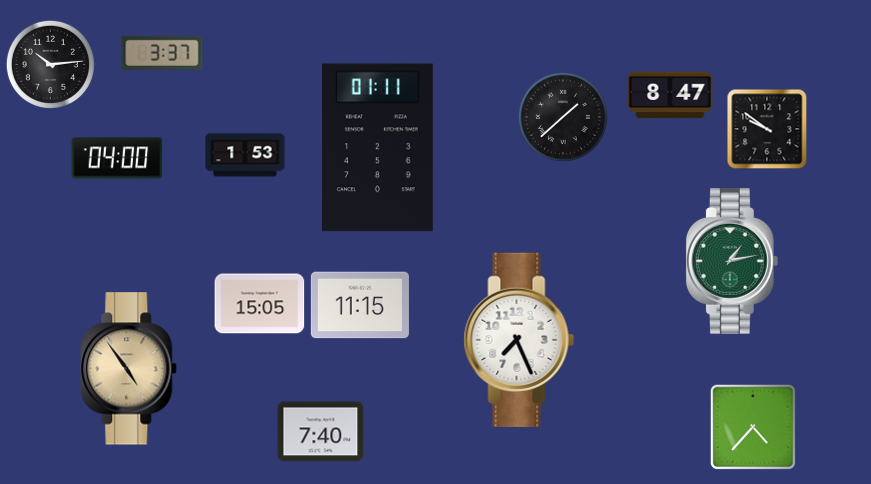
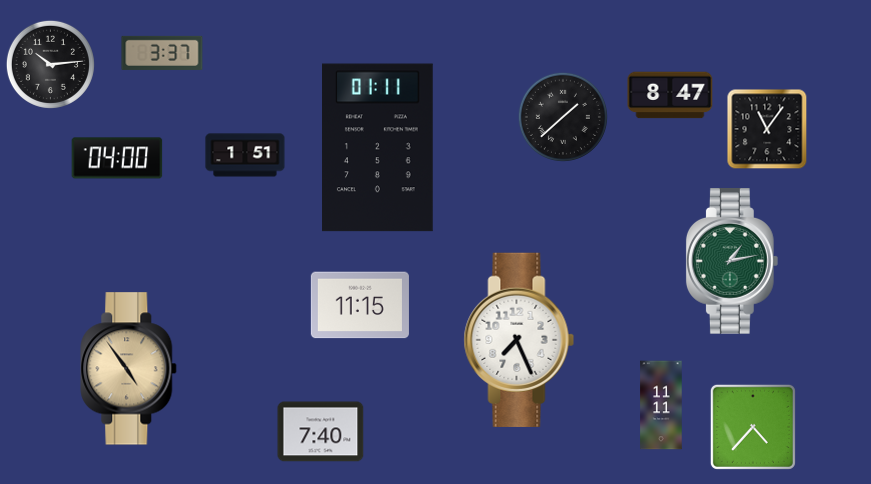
clock at (767, 129): 9:51 -> 11:06
clock at (245, 155): 1:53 -> 1:51
clock at (260, 304): 15:05 -> none
clock at (661, 405): none -> 11:11
